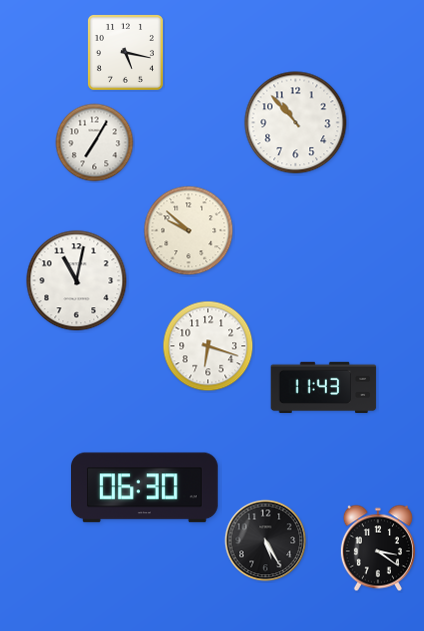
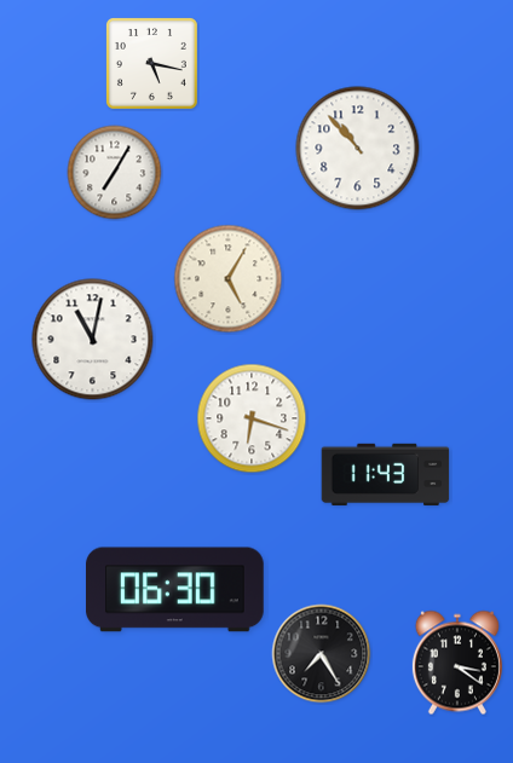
clock at (189, 231): 9:52 -> 5:05
clock at (324, 387) position: (324, 387) -> (386, 474)
clock at (266, 541): 5:25 -> 7:25
